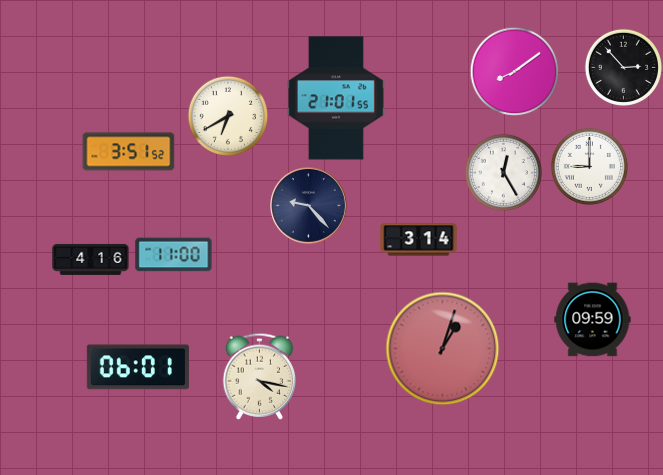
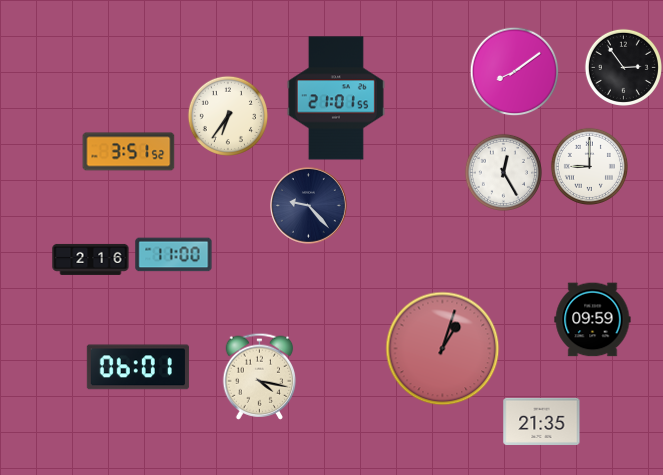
clock at (623, 67): 2:53 -> 2:54
clock at (227, 115): 6:40 -> 6:36
clock at (419, 240): 3:14 -> none
clock at (91, 259): 4:16 -> 2:16
clock at (542, 421): none -> 21:35
